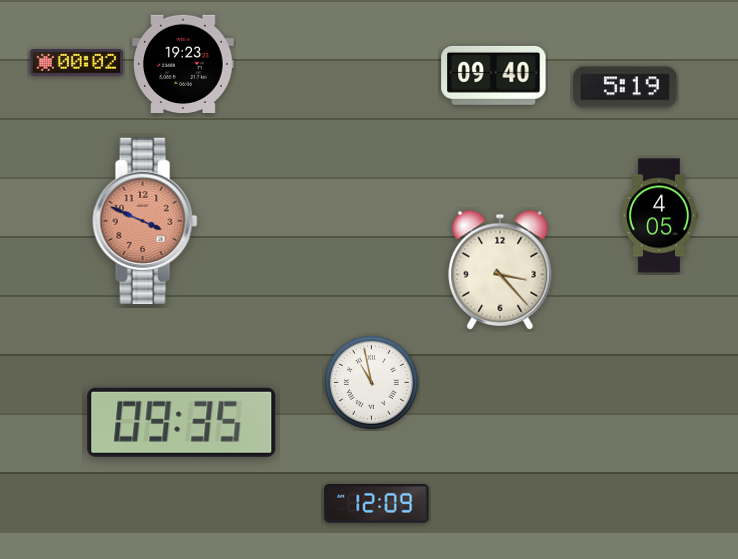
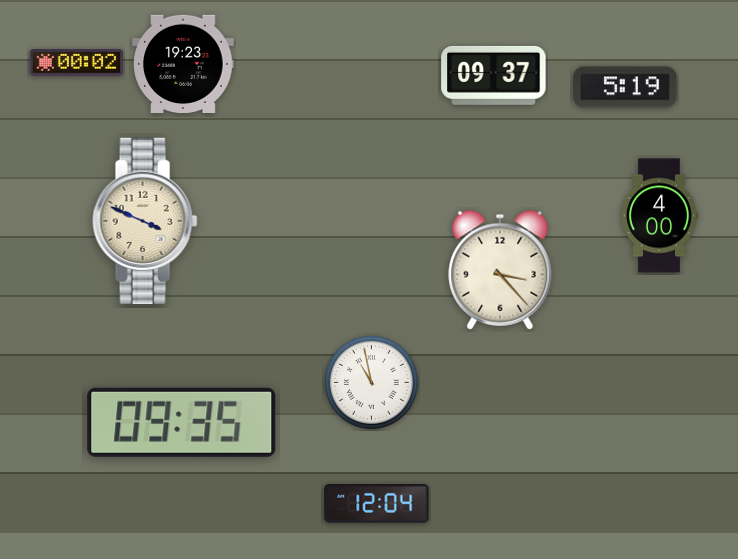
clock at (494, 75): 09:40 -> 09:37
clock at (659, 216): 4:05 -> 4:00
clock at (145, 221) dial: salmon -> cream
clock at (377, 504): 12:09 -> 12:04
